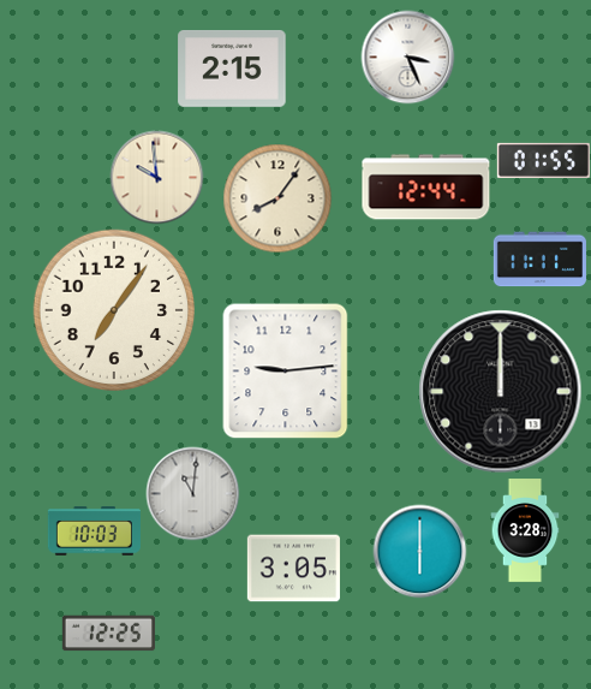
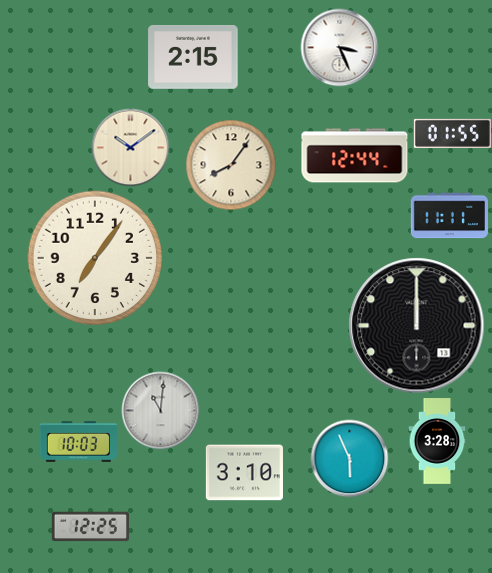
clock at (156, 177): 9:59 -> 10:09
clock at (286, 370): 9:14 -> none
clock at (419, 551): 6:00 -> 5:56
clock at (293, 569): 3:05 -> 3:10
